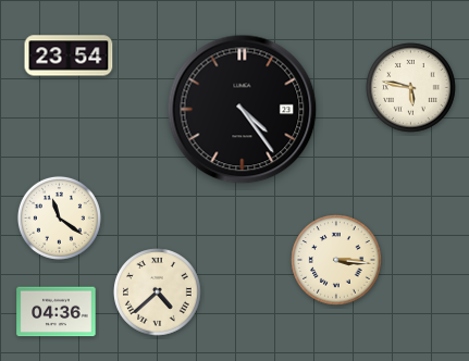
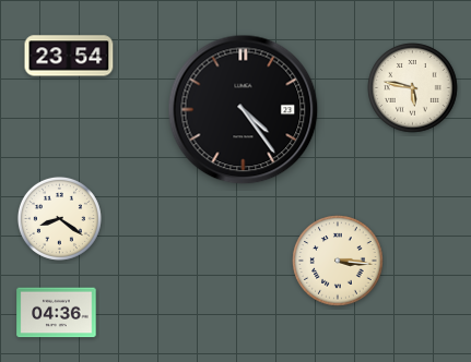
clock at (59, 217): 11:21 -> 8:21
clock at (158, 292): 4:38 -> none
